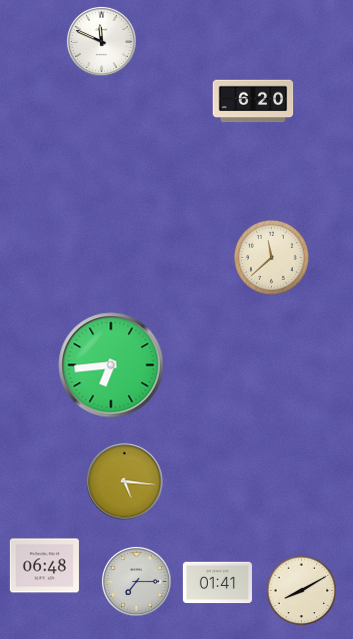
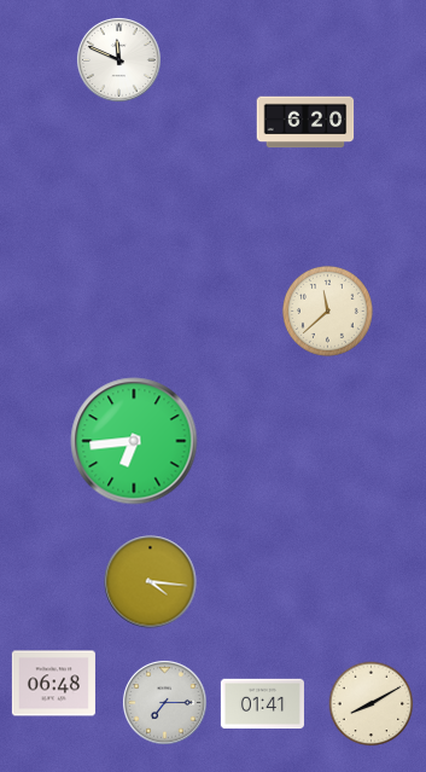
clock at (101, 41) position: (101, 41) -> (118, 59)
clock at (125, 482): 5:16 -> 4:16
clock at (302, 591) position: (302, 591) -> (372, 704)
